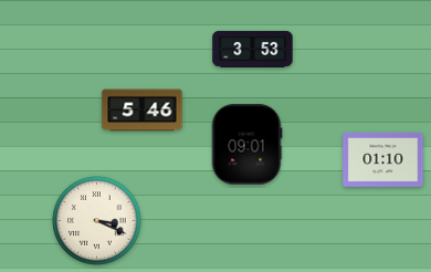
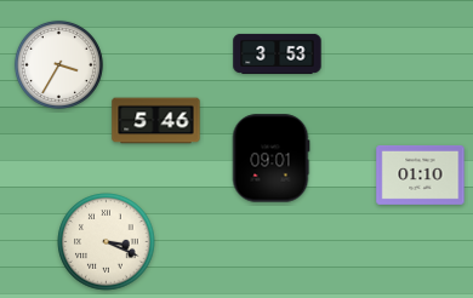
clock at (58, 64): none -> 3:35
